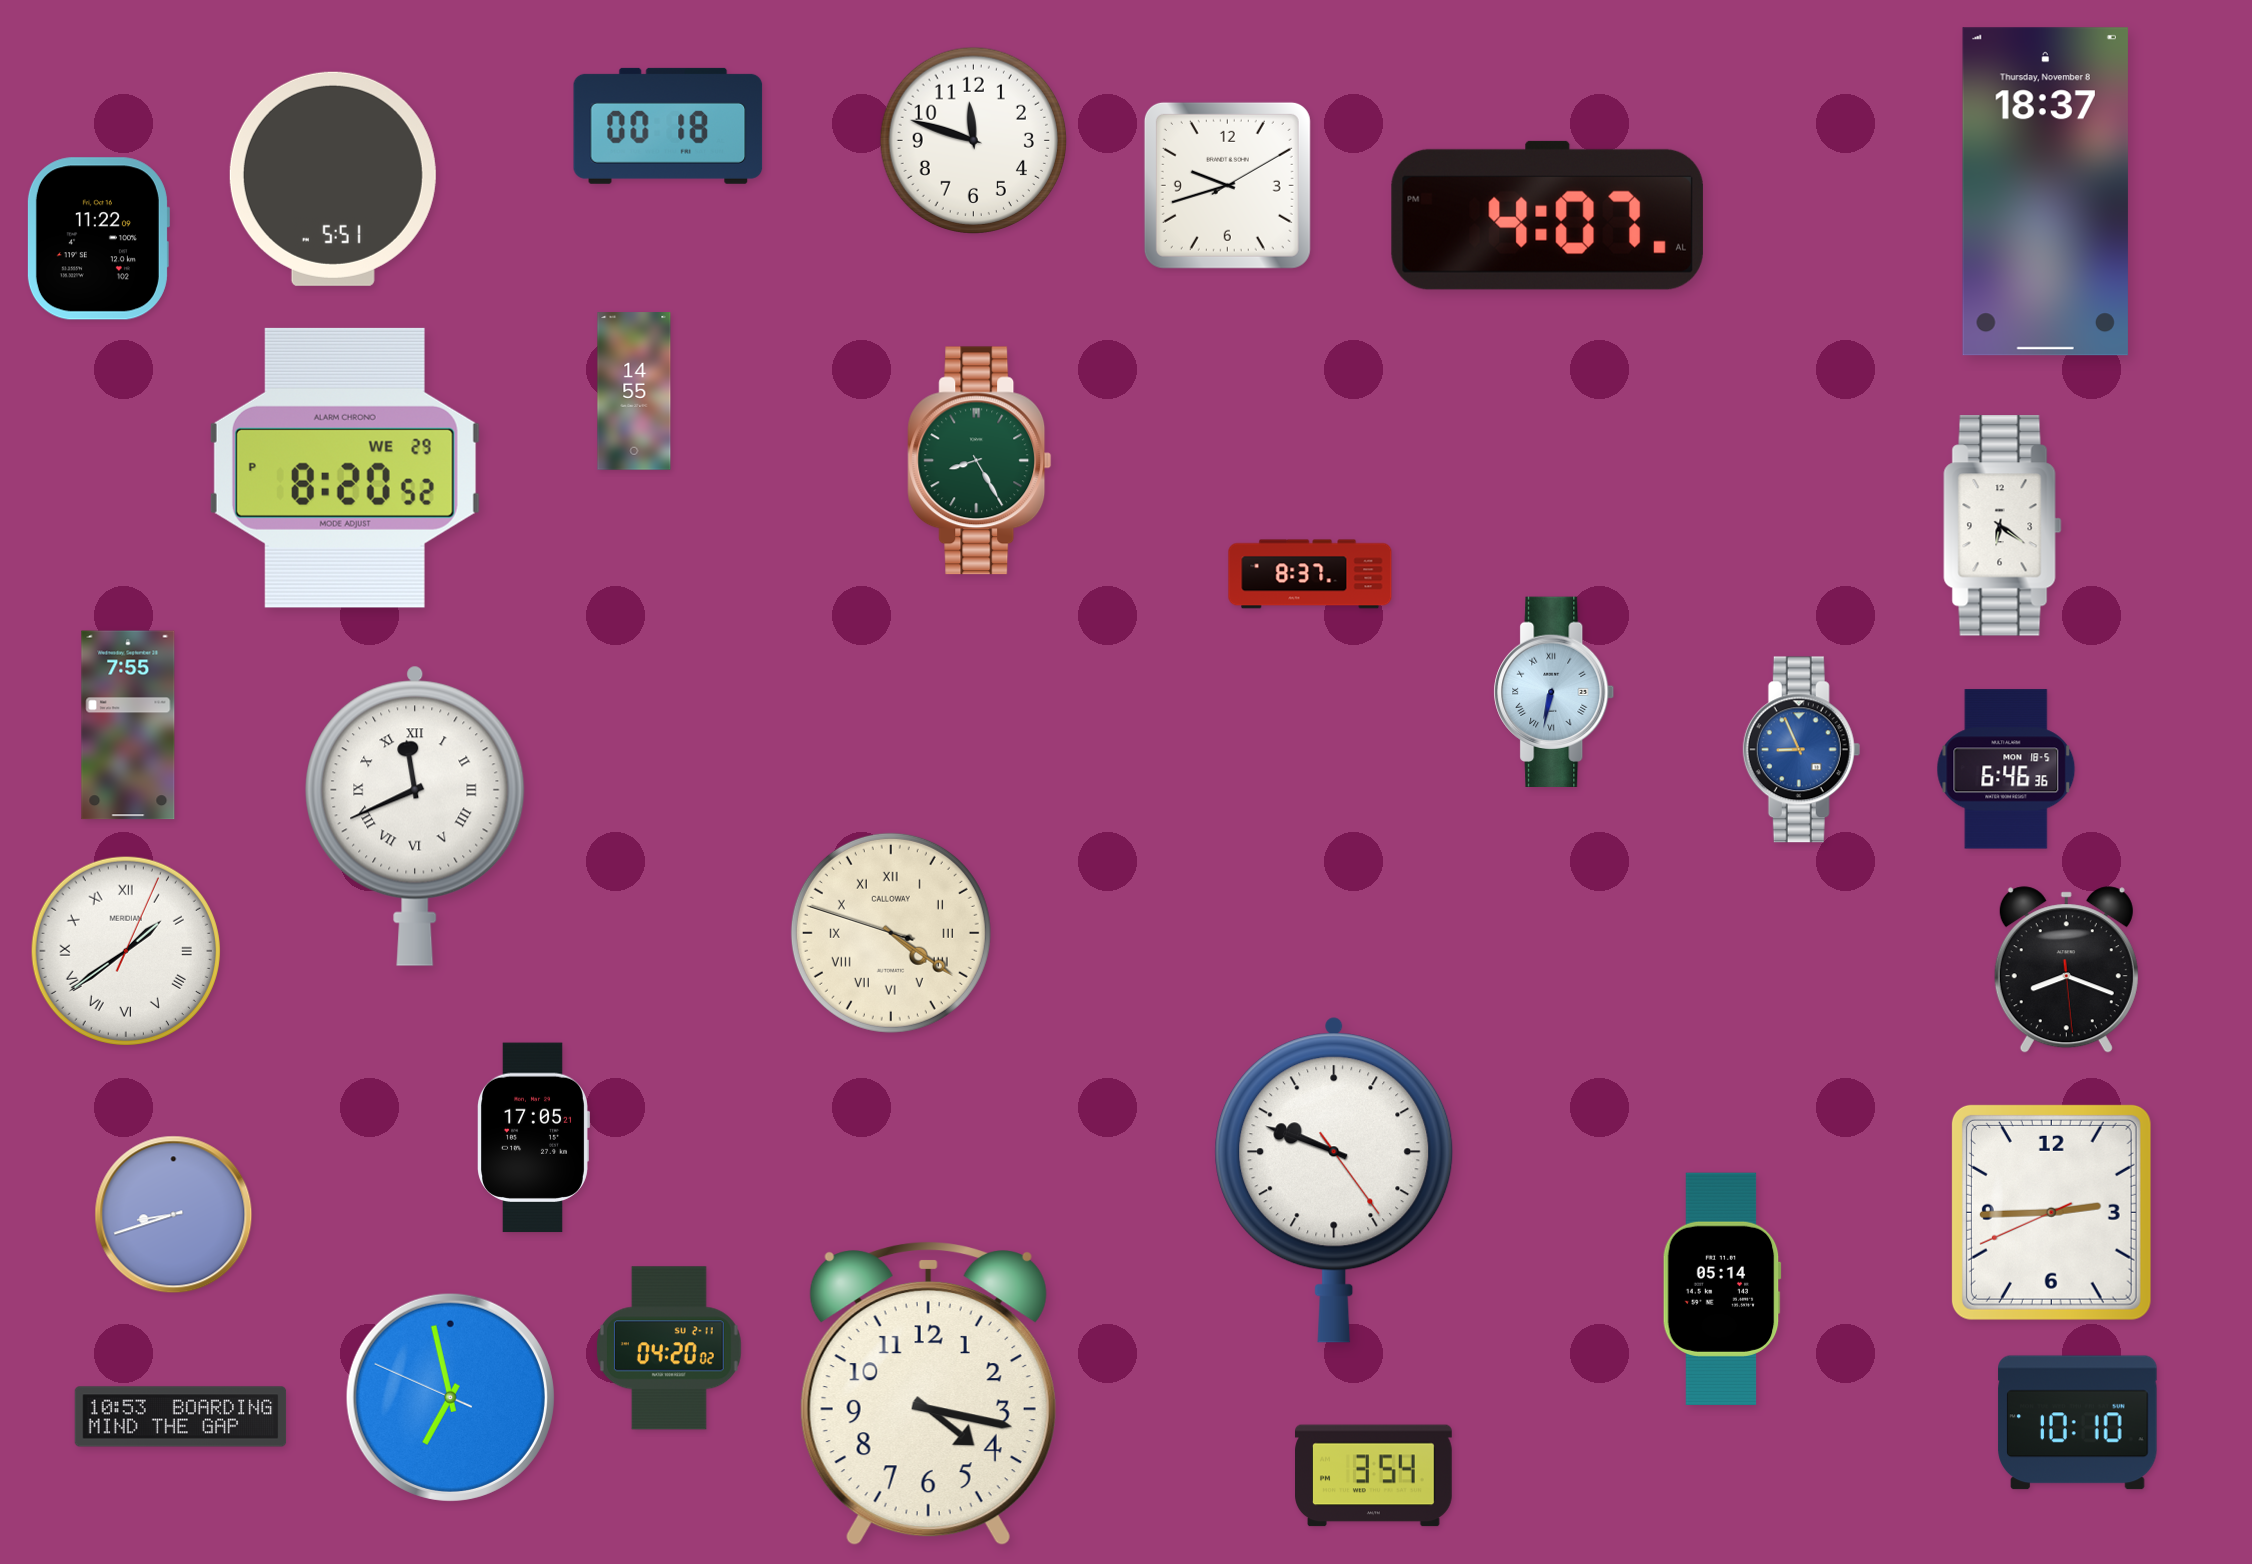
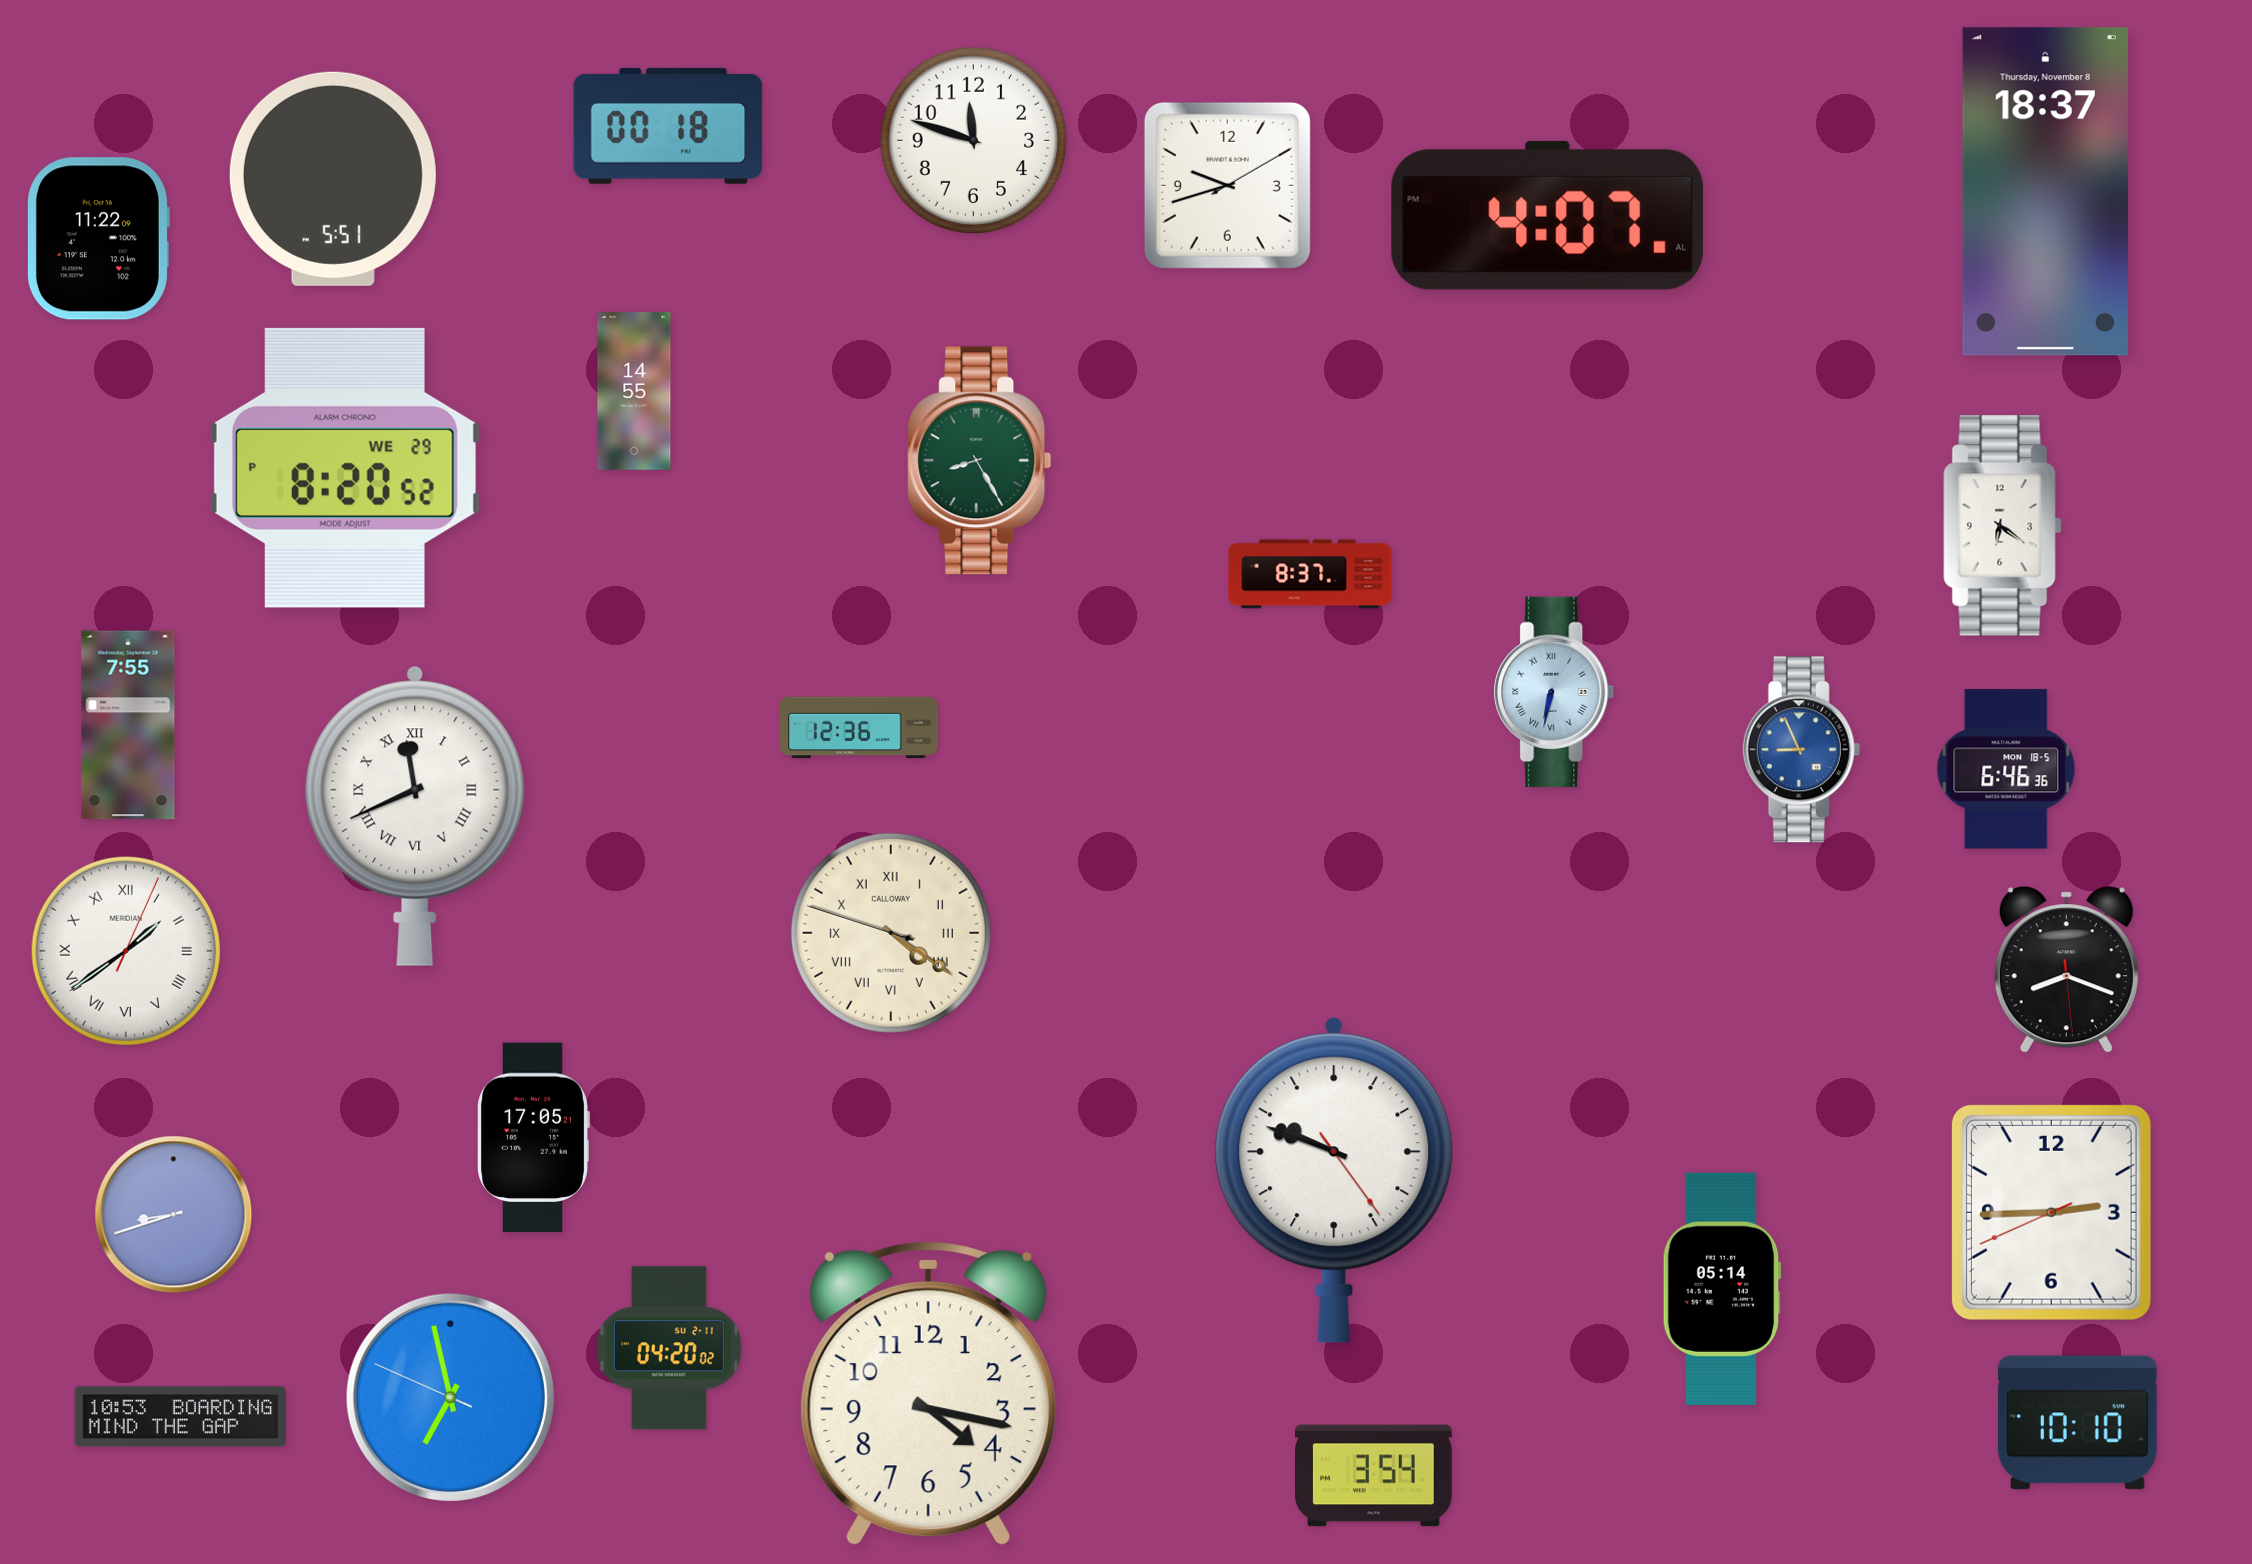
clock at (859, 728): none -> 12:36
